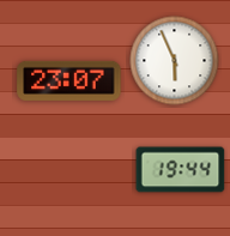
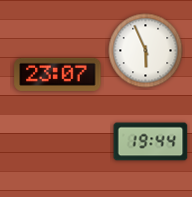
clock at (69, 80) position: (69, 80) -> (58, 74)
